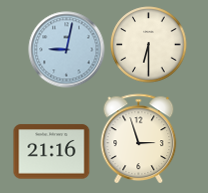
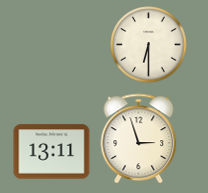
clock at (67, 50): 9:02 -> none
clock at (52, 152): 21:16 -> 13:11
